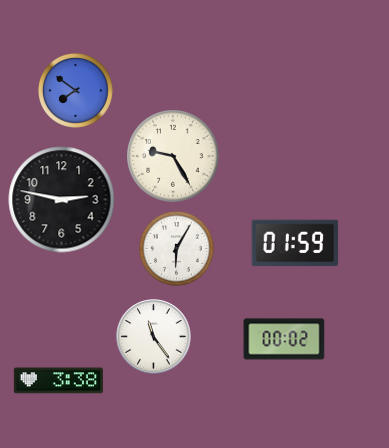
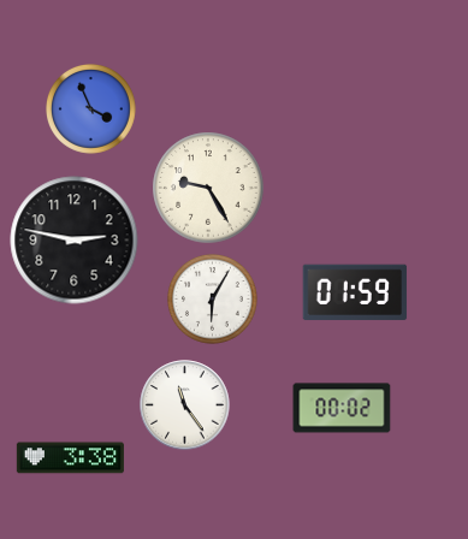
clock at (76, 91): 7:51 -> 3:56
